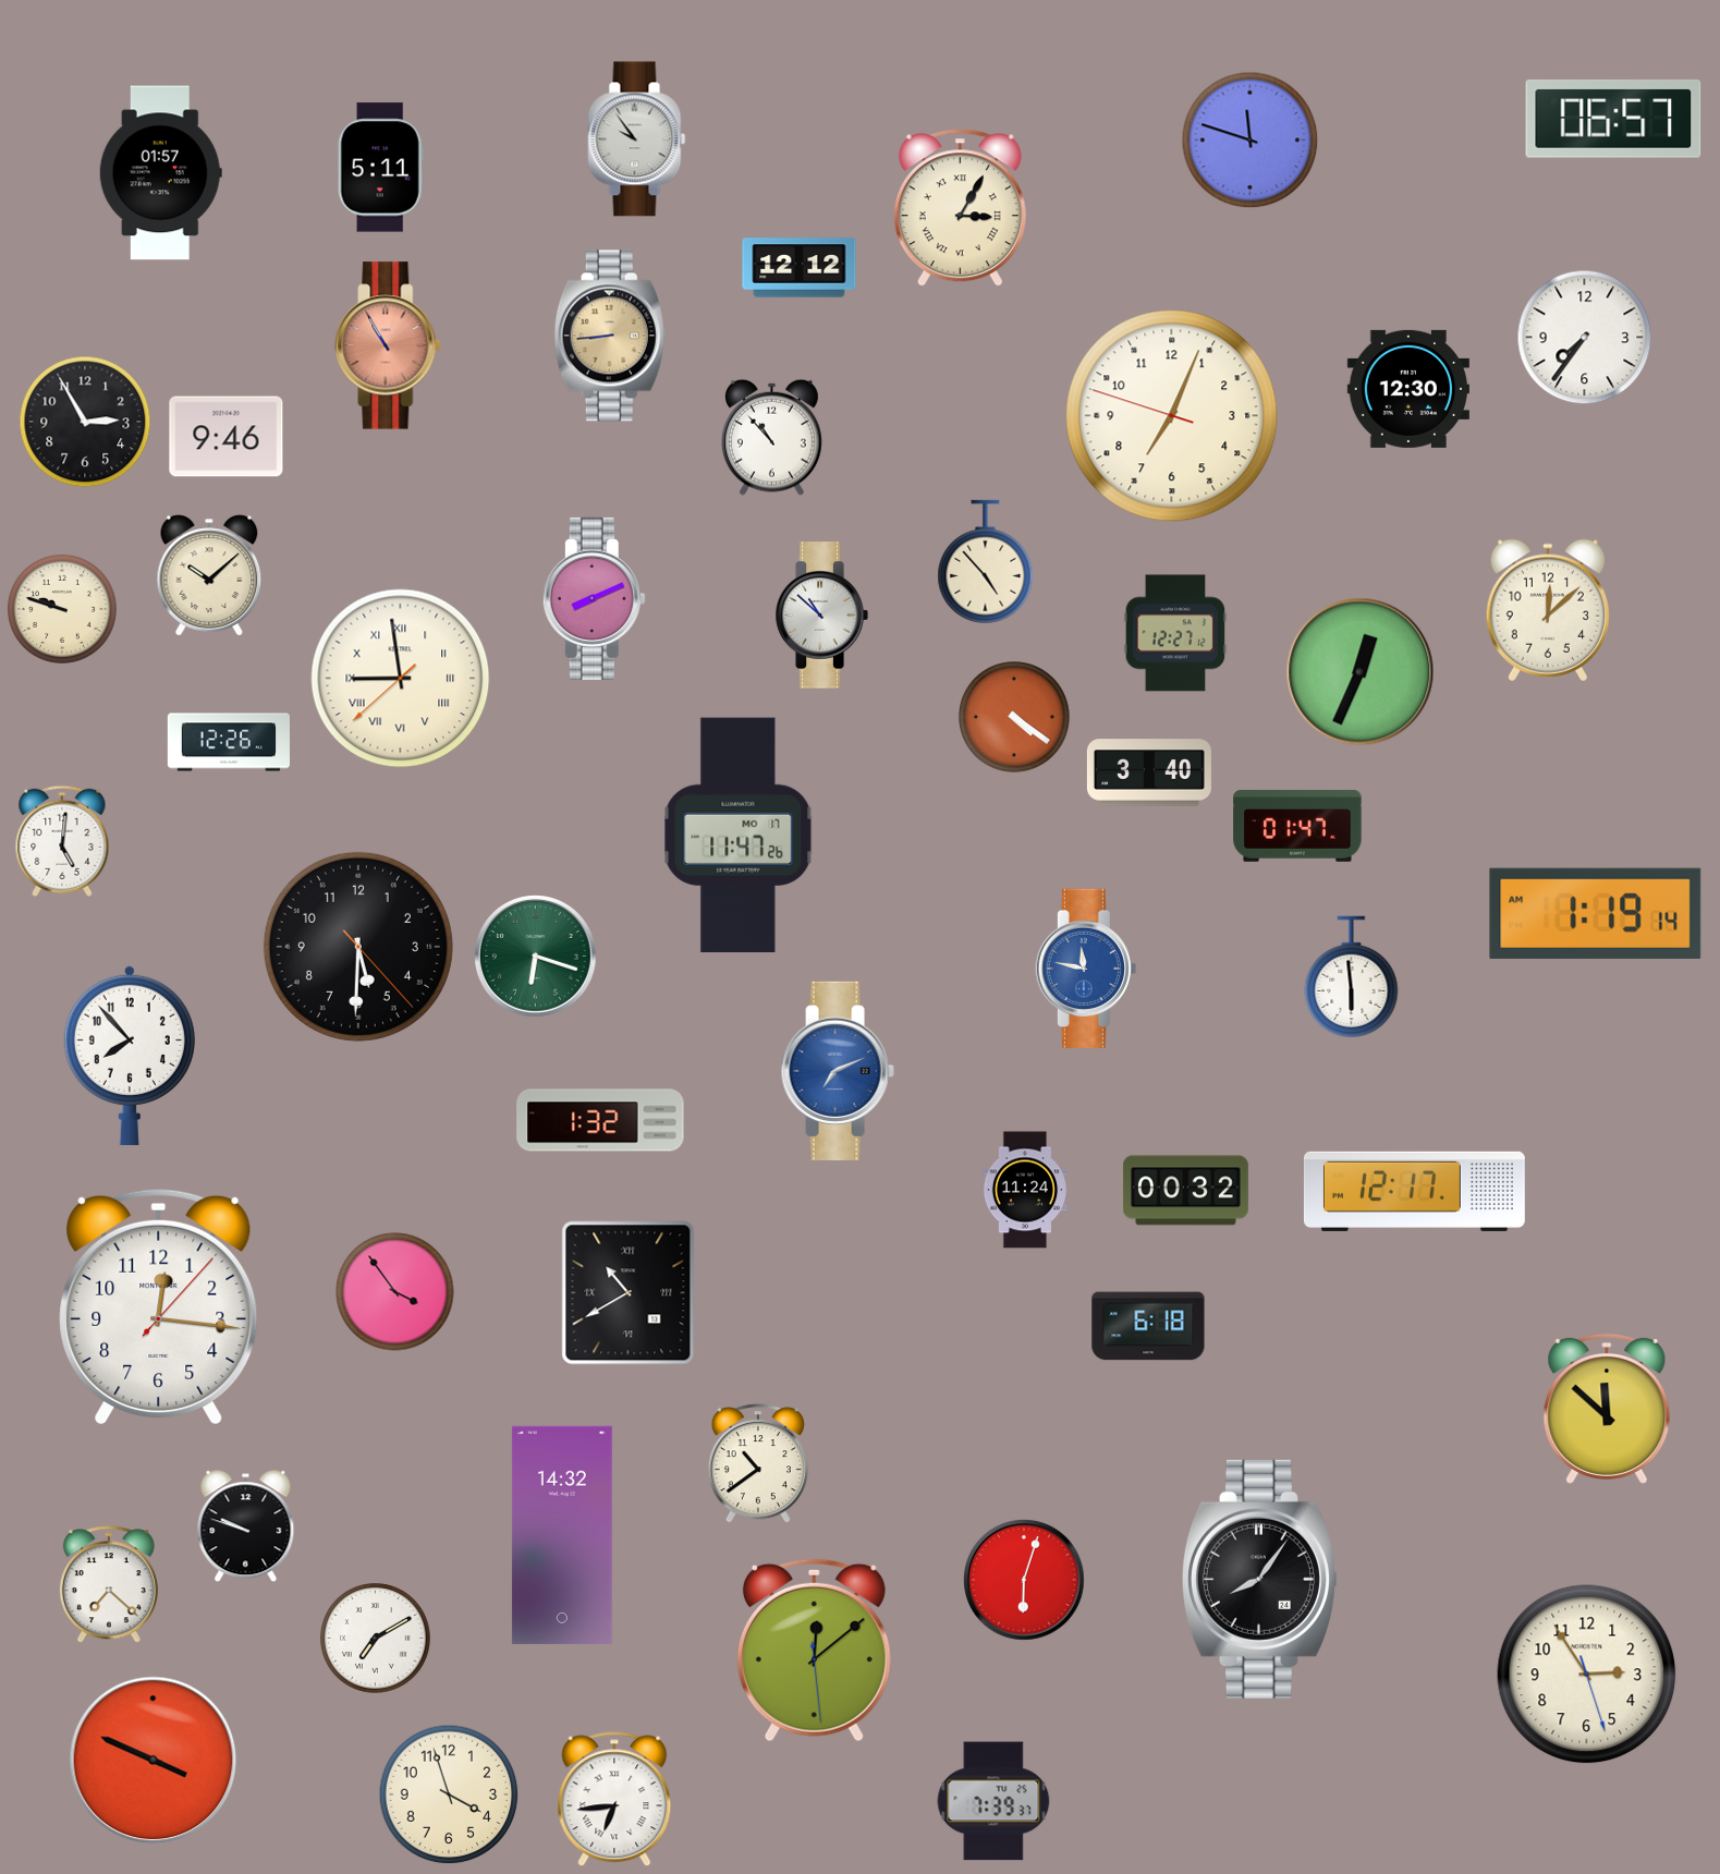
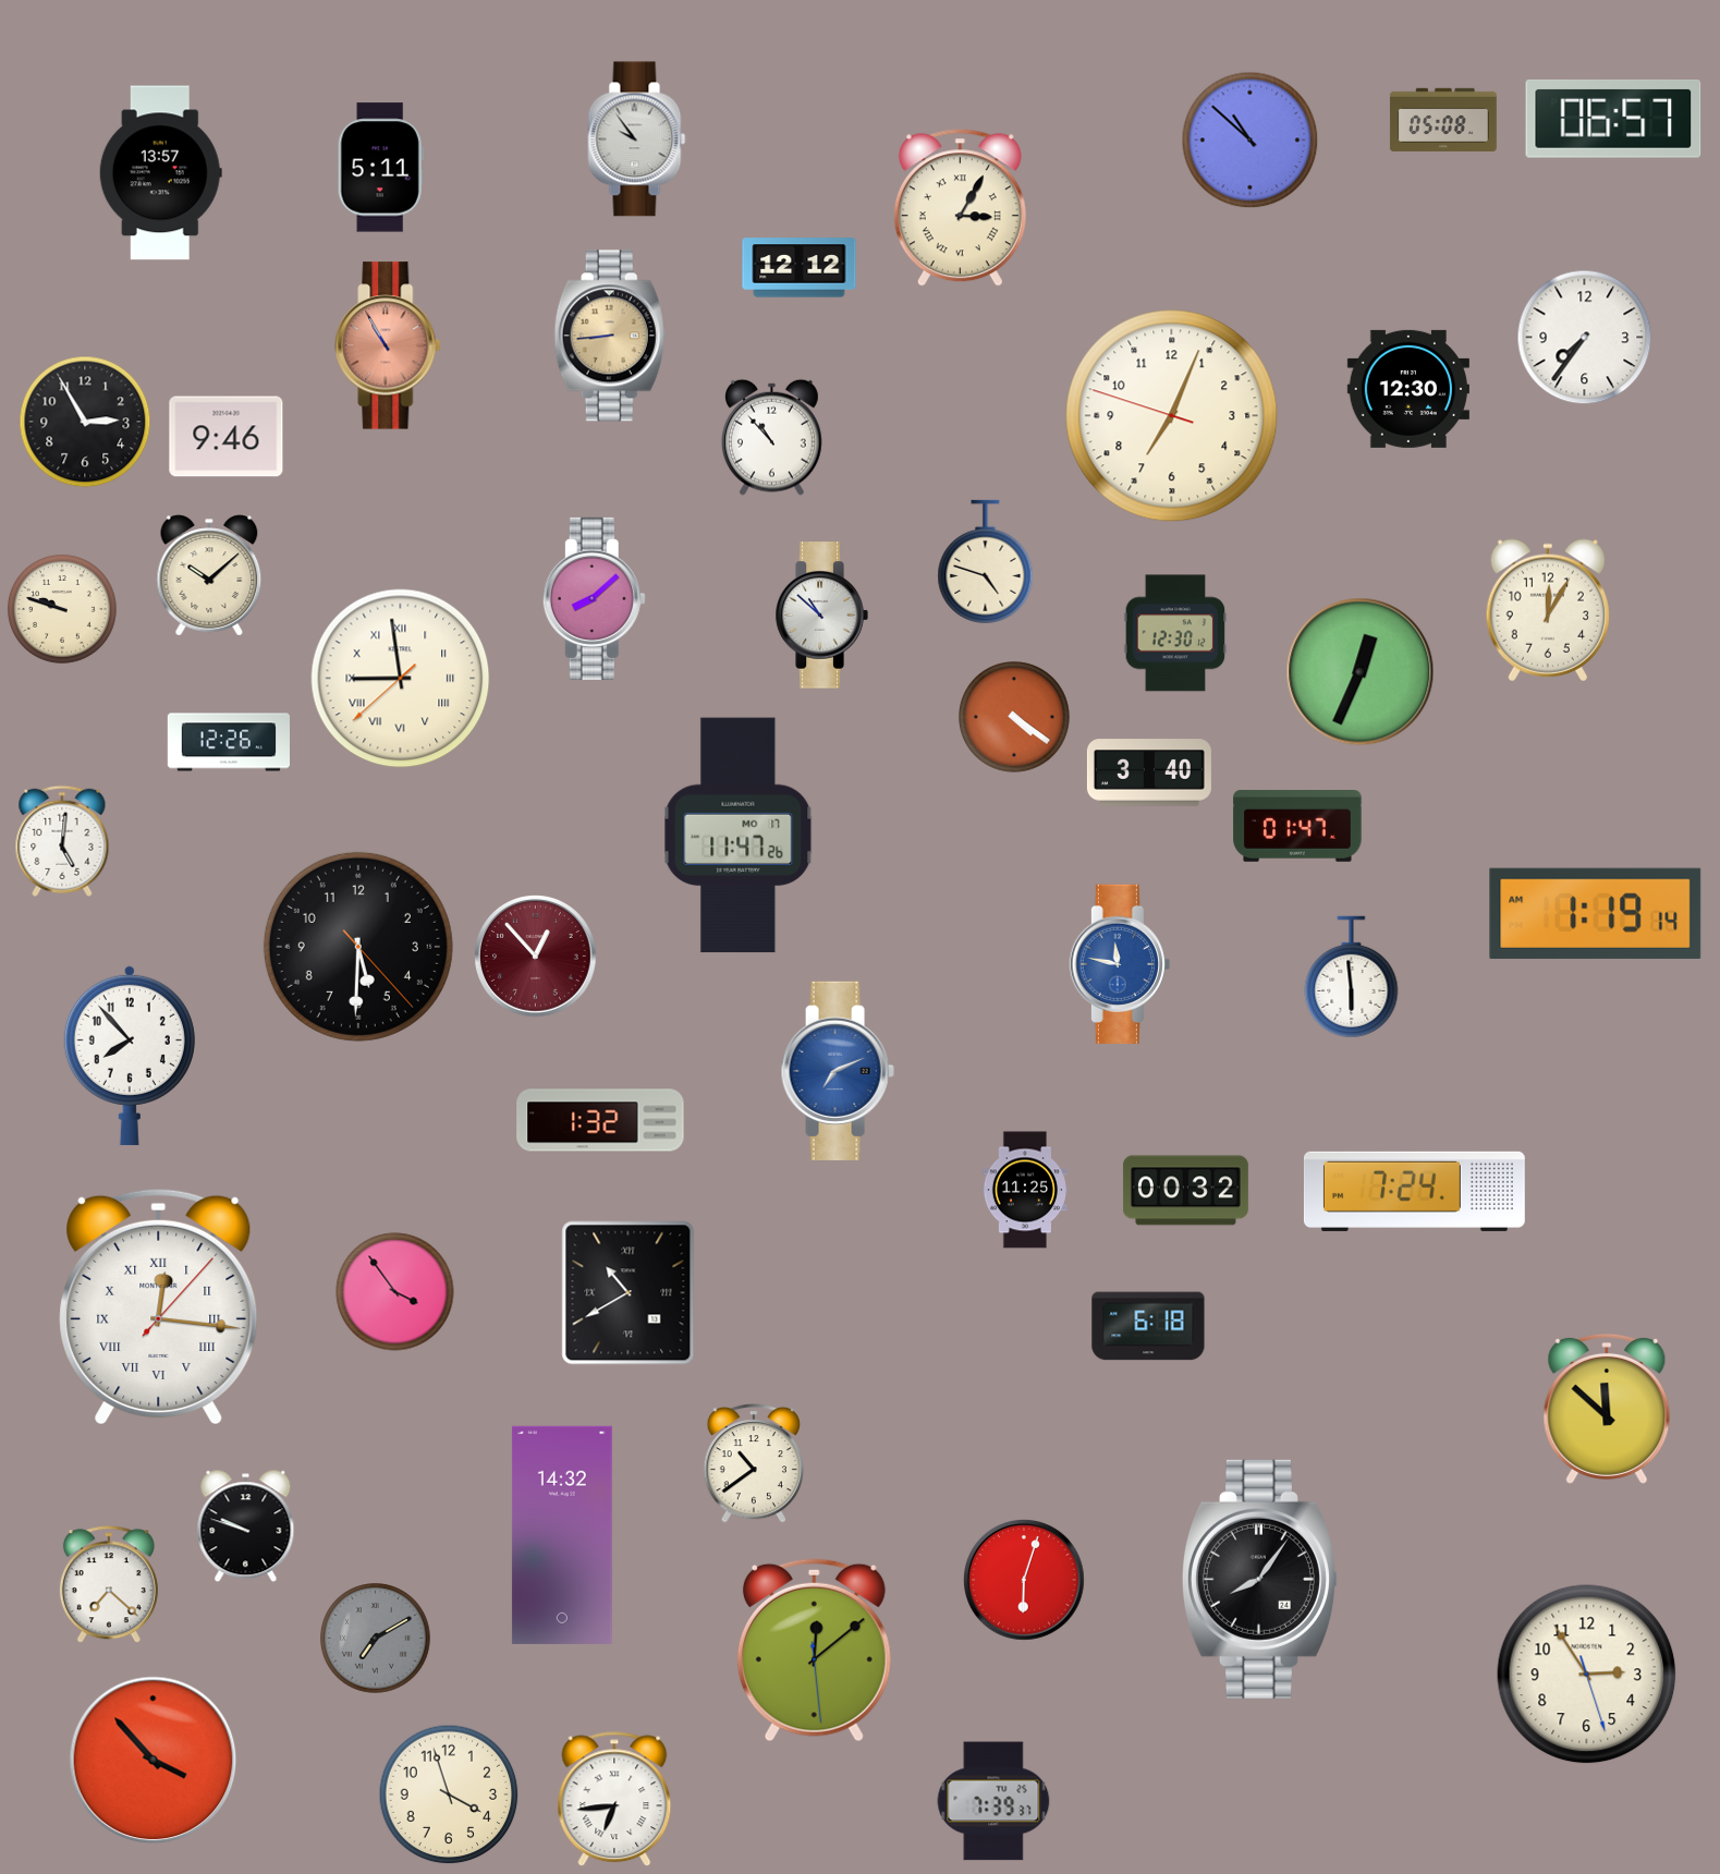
clock at (1443, 120): none -> 05:08
clock at (1251, 141): 11:48 -> 10:52
clock at (160, 173): 01:57 -> 13:57
clock at (986, 561): 4:53 -> 4:48
clock at (594, 598): 8:11 -> 8:08
clock at (1548, 610): 12:08 -> 12:05
clock at (1175, 633): 12:27 -> 12:30
clock at (536, 957): 6:18 -> 12:53
clock at (536, 957) dial: green -> burgundy
clock at (1086, 968) position: (1086, 968) -> (1120, 963)
clock at (1024, 1190): 11:24 -> 11:25
clock at (1414, 1191): 12:17 -> 7:24
clock at (159, 1306) numerals: Arabic -> Roman
clock at (758, 1463) position: (758, 1463) -> (754, 1463)
clock at (376, 1639) dial: white -> grey
clock at (154, 1761): 3:49 -> 3:53
